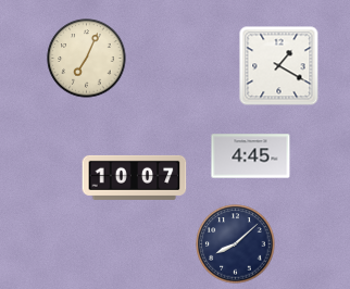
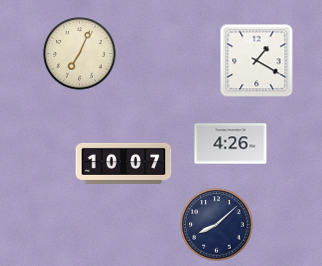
clock at (251, 156): 4:45 -> 4:26
